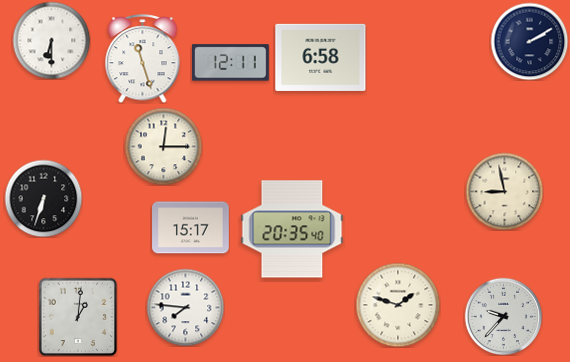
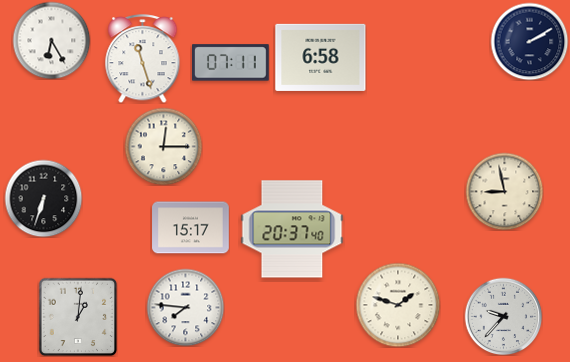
clock at (51, 40): 6:30 -> 6:25
clock at (231, 63): 12:11 -> 07:11
clock at (292, 229): 20:35 -> 20:37
